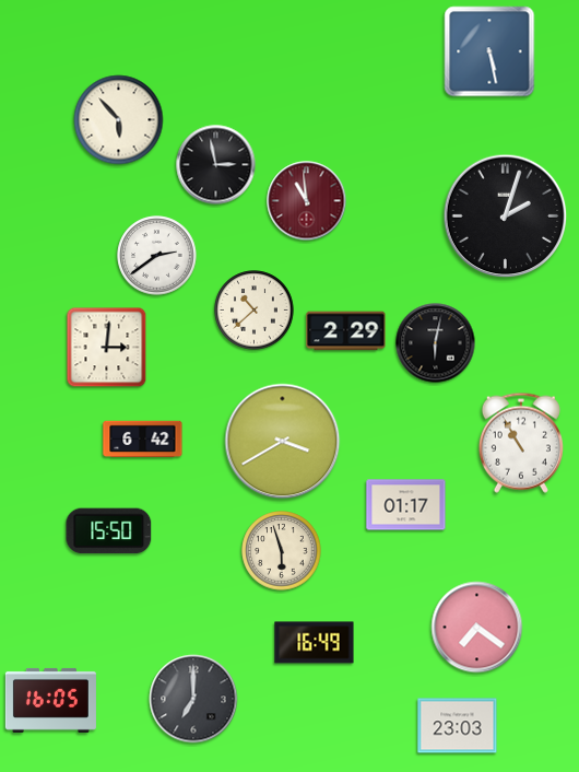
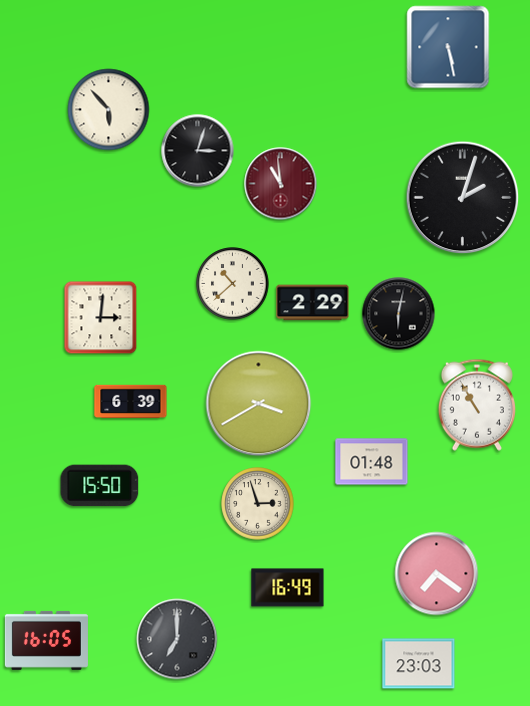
clock at (216, 165): 2:58 -> 3:03
clock at (157, 256): 2:39 -> none
clock at (346, 331) position: (346, 331) -> (313, 303)
clock at (107, 348) position: (107, 348) -> (101, 318)
clock at (143, 438): 6:42 -> 6:39
clock at (406, 505): 01:17 -> 01:48
clock at (282, 551): 5:57 -> 2:57
